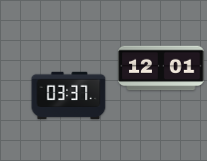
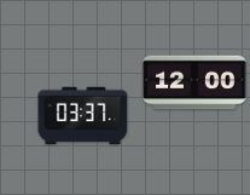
clock at (161, 68): 12:01 -> 12:00
